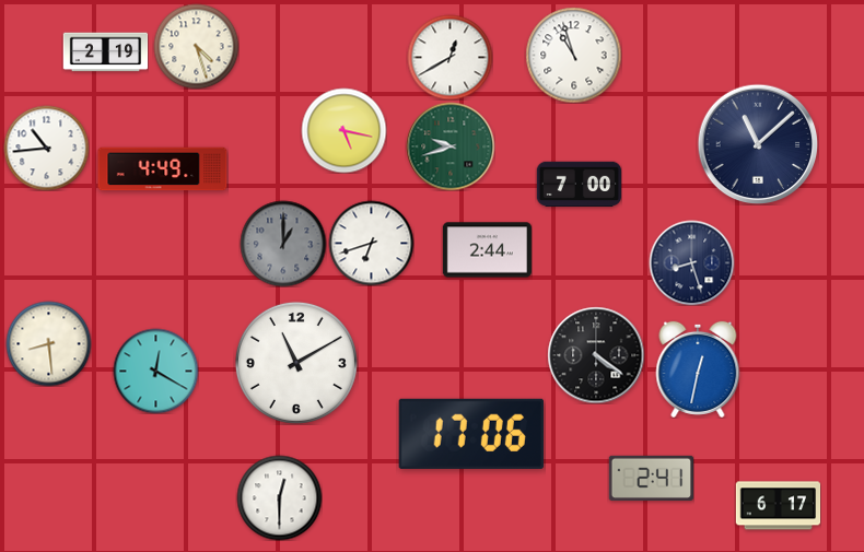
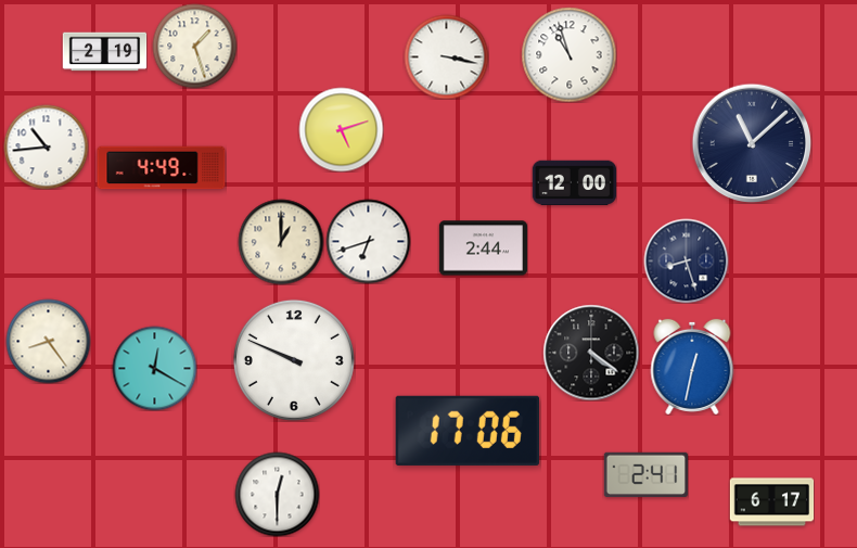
clock at (196, 46): 4:27 -> 1:27
clock at (449, 57): 12:40 -> 3:17
clock at (343, 130): 5:17 -> 5:12
clock at (451, 146): 9:42 -> none
clock at (579, 185): 7:00 -> 12:00
clock at (283, 244) dial: grey -> cream
clock at (48, 343): 8:29 -> 8:24
clock at (296, 363): 11:10 -> 9:49
